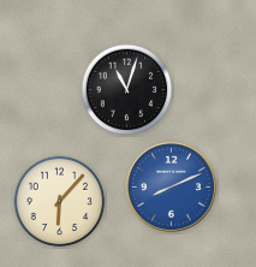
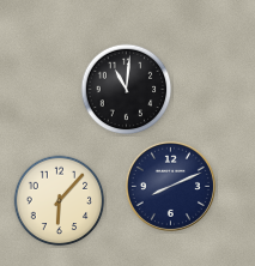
clock at (127, 90): 11:03 -> 11:01
clock at (171, 186) dial: blue -> navy
